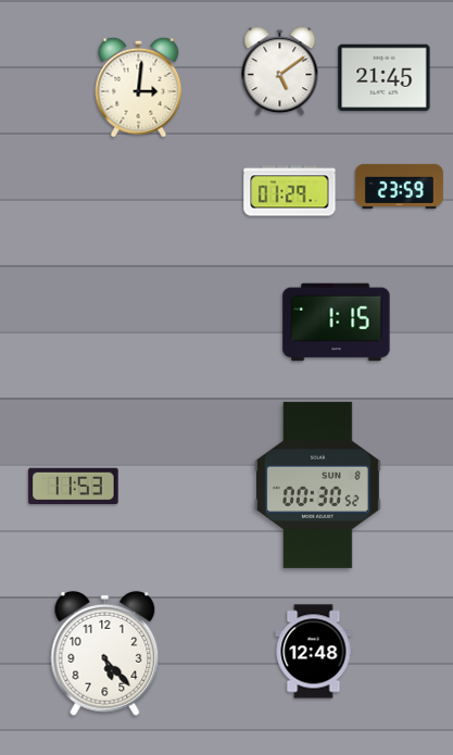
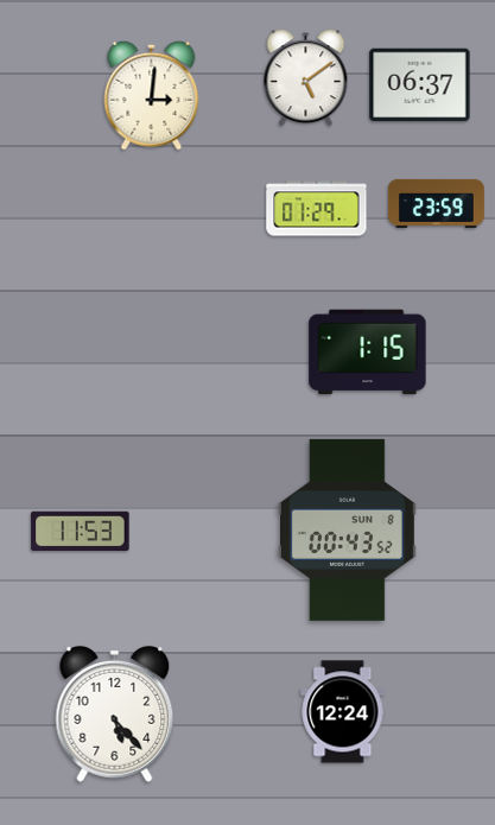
clock at (385, 78): 21:45 -> 06:37
clock at (317, 485): 00:30 -> 00:43
clock at (314, 652): 12:48 -> 12:24
